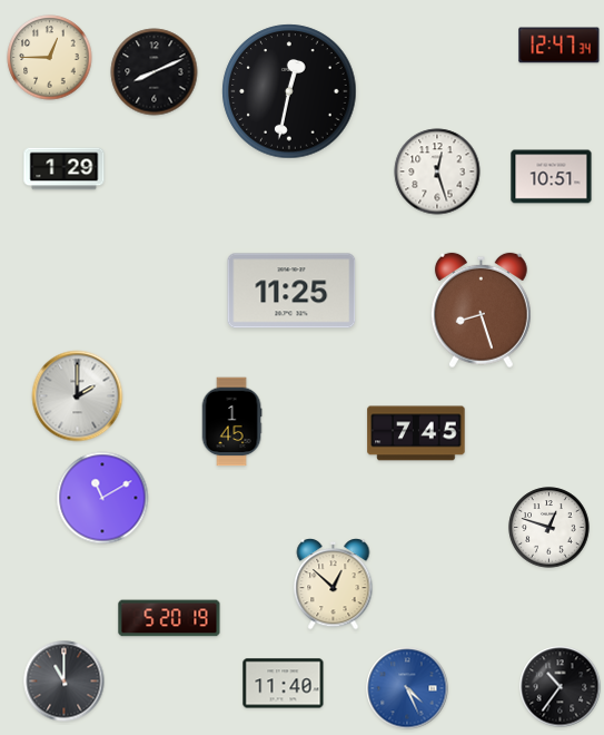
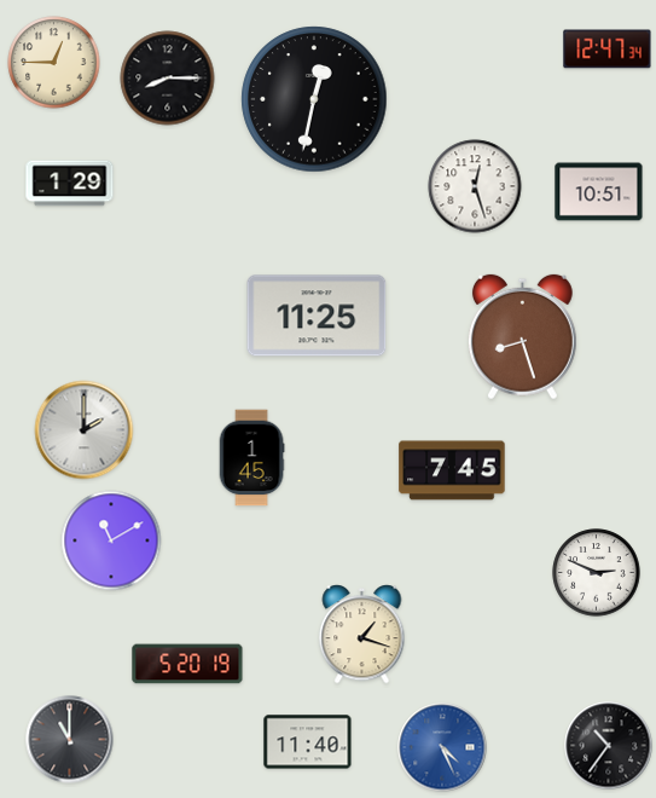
clock at (155, 72): 8:11 -> 8:15
clock at (549, 528): 12:48 -> 2:49
clock at (334, 585): 12:52 -> 1:18
clock at (169, 618) position: (169, 618) -> (187, 664)
